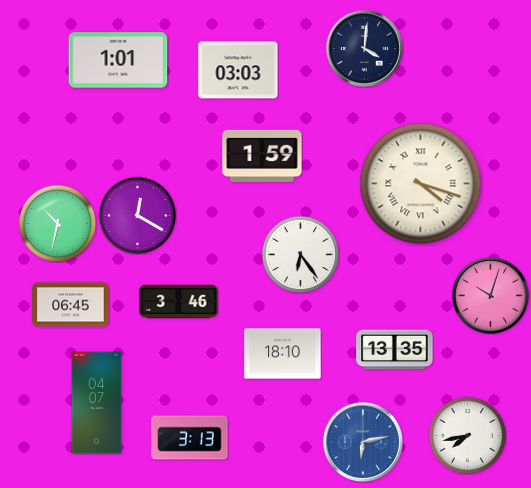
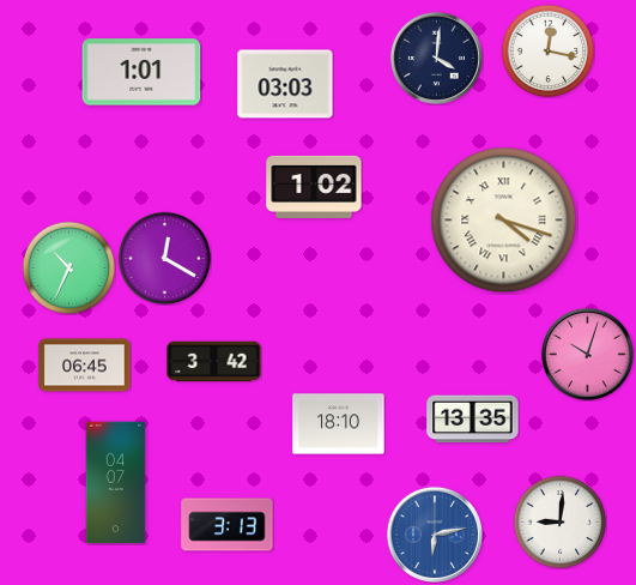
clock at (547, 50): none -> 12:17
clock at (262, 156): 1:59 -> 1:02
clock at (57, 223): 10:32 -> 10:34
clock at (300, 254): 6:24 -> none
clock at (179, 302): 3:46 -> 3:42
clock at (467, 435): 7:43 -> 9:01
clock at (363, 442) position: (363, 442) -> (435, 535)
